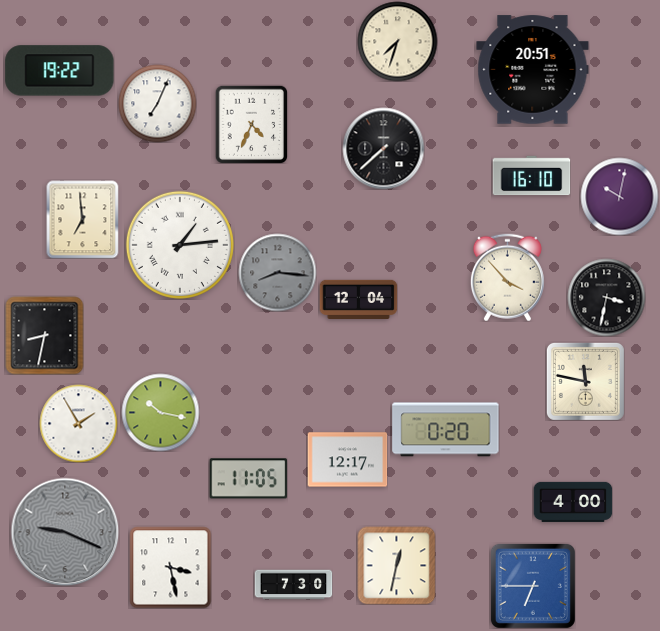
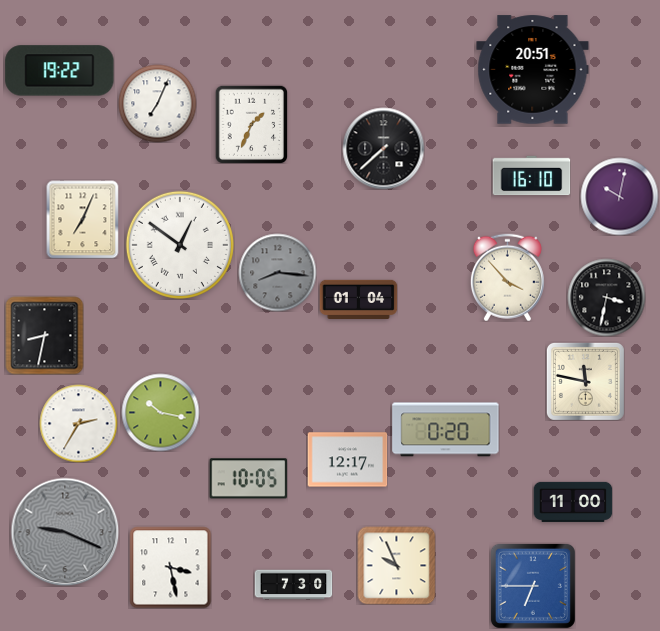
clock at (397, 41): 7:33 -> none
clock at (252, 124): 4:34 -> 1:34
clock at (83, 219): 6:59 -> 7:04
clock at (180, 245): 1:14 -> 12:51
clock at (358, 300): 12:04 -> 01:04
clock at (78, 423): 1:55 -> 2:35
clock at (248, 479): 11:05 -> 10:05
clock at (573, 502): 4:00 -> 11:00
clock at (396, 565): 12:32 -> 9:56
